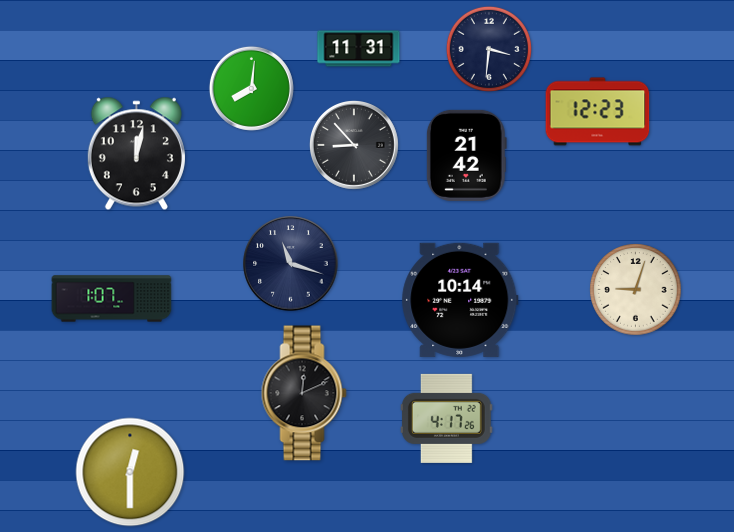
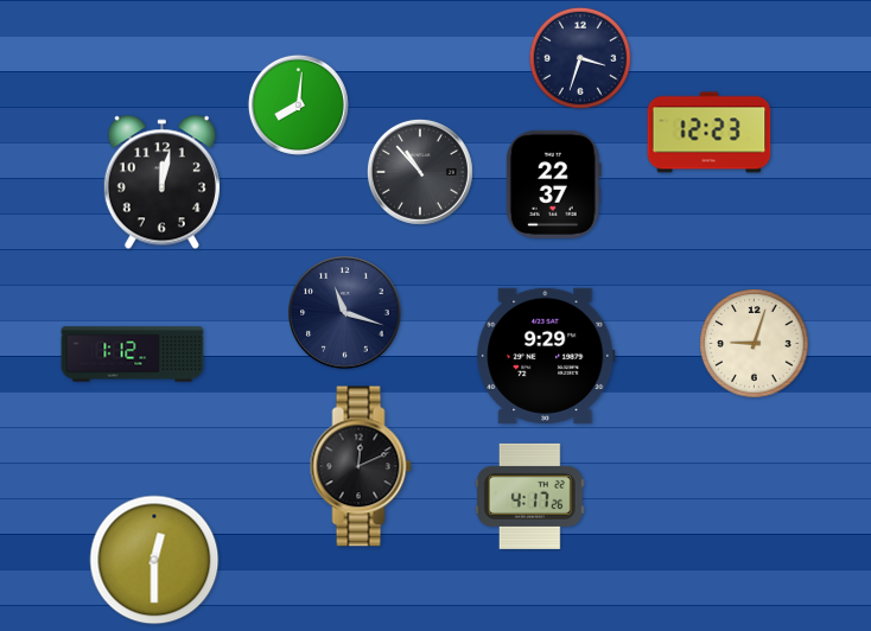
clock at (359, 49): 11:31 -> none
clock at (489, 49): 3:31 -> 3:33
clock at (354, 145): 8:53 -> 10:53
clock at (466, 155): 21:42 -> 22:37
clock at (112, 299): 1:07 -> 1:12
clock at (460, 300): 10:14 -> 9:29
